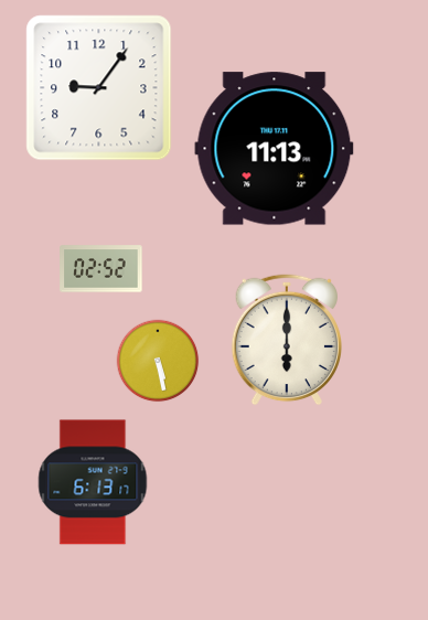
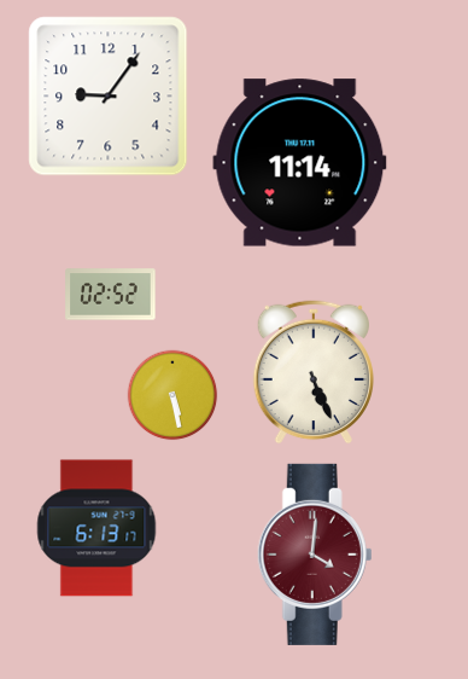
clock at (275, 149): 11:13 -> 11:14
clock at (286, 340): 6:00 -> 5:26
clock at (93, 482) position: (93, 482) -> (96, 528)
clock at (315, 555): none -> 4:01
